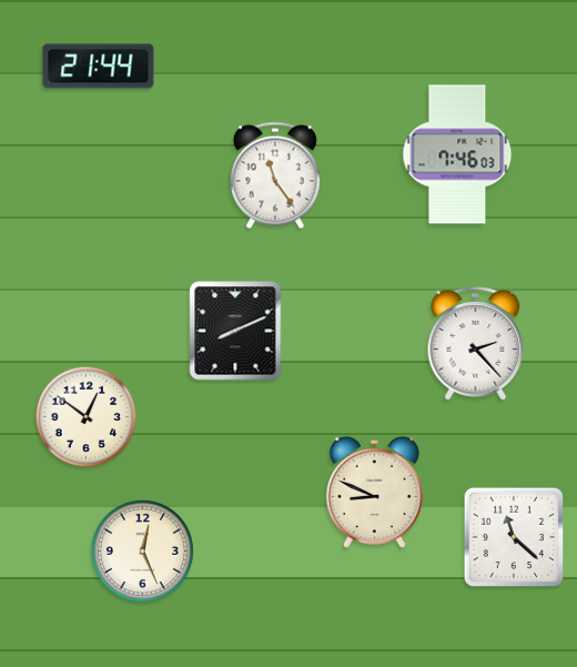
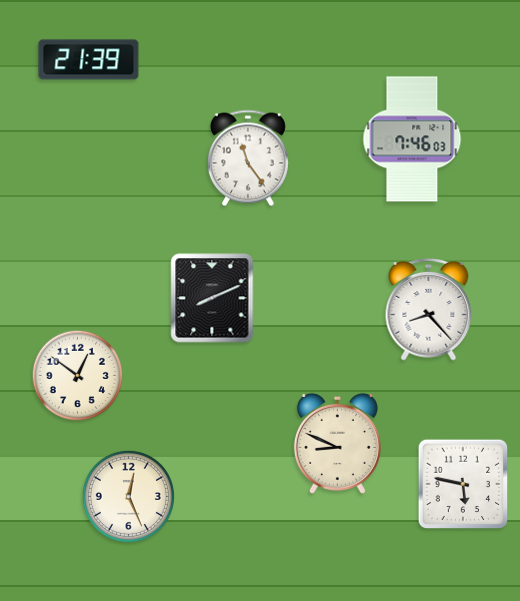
clock at (99, 67): 21:44 -> 21:39
clock at (476, 344): 2:23 -> 8:23
clock at (514, 537): 11:22 -> 5:47
